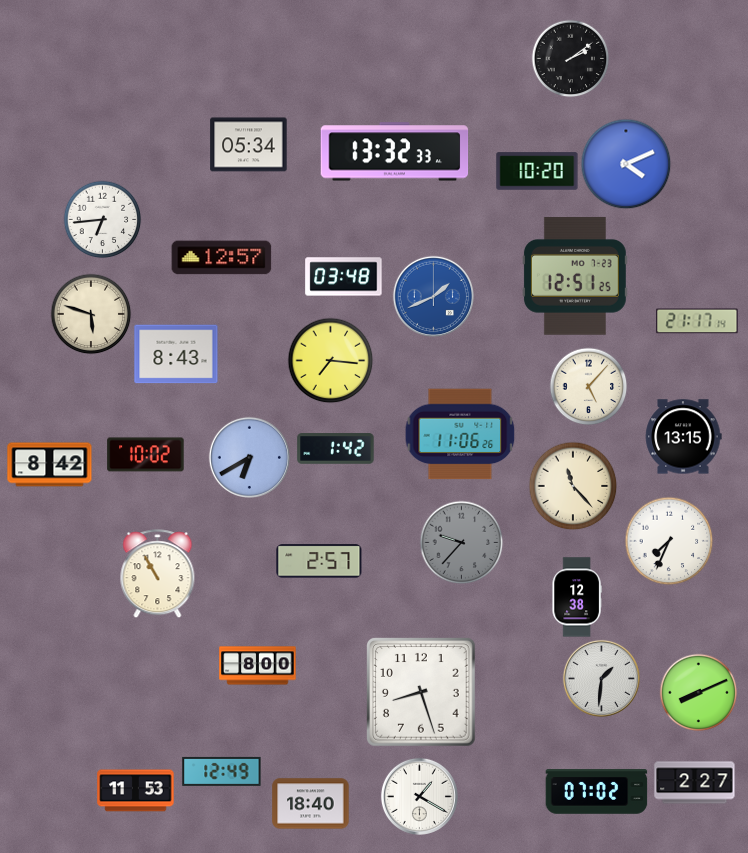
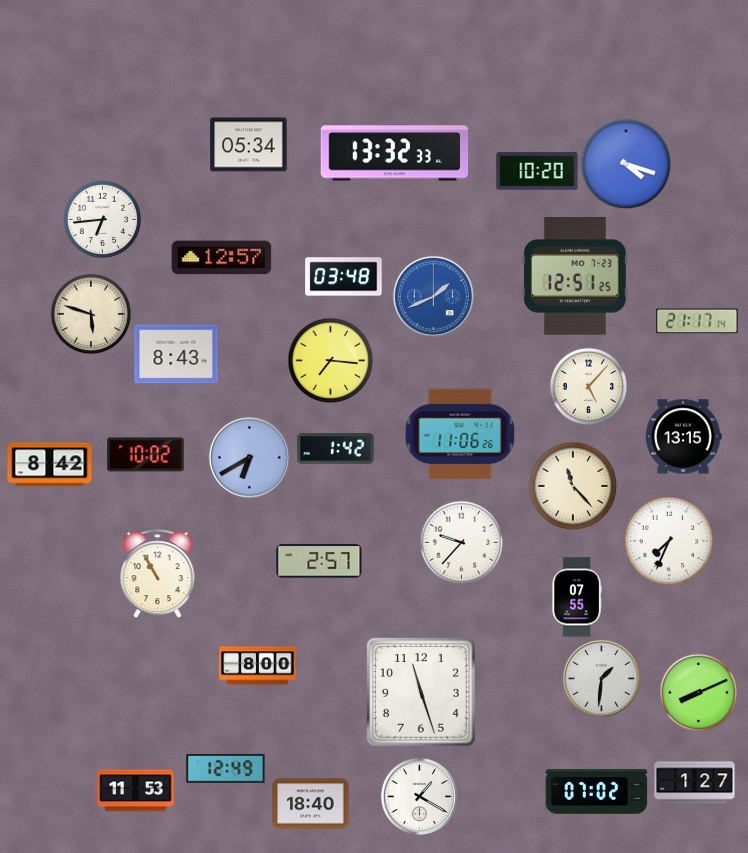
clock at (570, 58): 2:09 -> none
clock at (626, 164): 4:11 -> 4:18
clock at (461, 542) dial: grey -> white
clock at (577, 597): 12:38 -> 07:55
clock at (422, 692): 8:27 -> 11:27
clock at (222, 771) position: (222, 771) -> (226, 768)
clock at (695, 783): 2:27 -> 1:27
